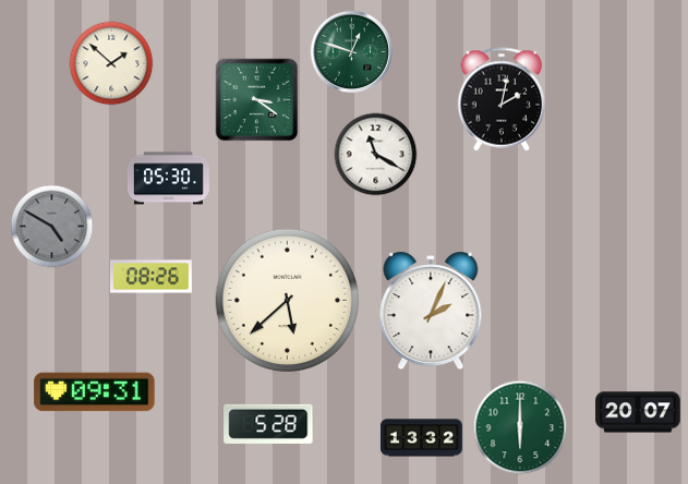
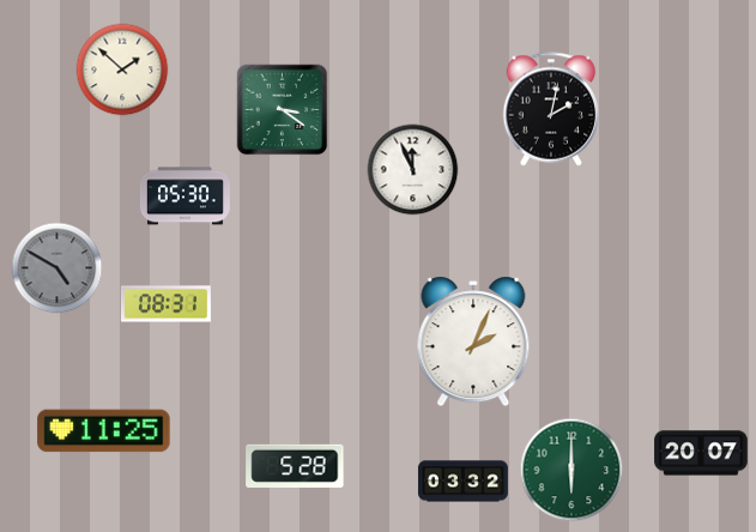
clock at (352, 52): 12:48 -> none
clock at (376, 155): 11:20 -> 11:56
clock at (52, 227) position: (52, 227) -> (58, 268)
clock at (150, 277): 08:26 -> 08:31
clock at (287, 300): 5:38 -> none
clock at (95, 392): 09:31 -> 11:25
clock at (421, 438): 13:32 -> 03:32
